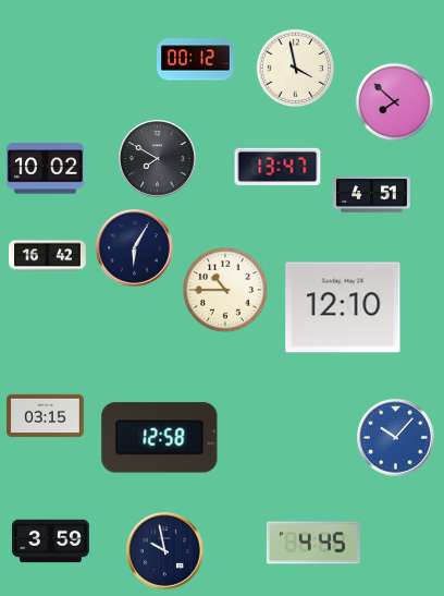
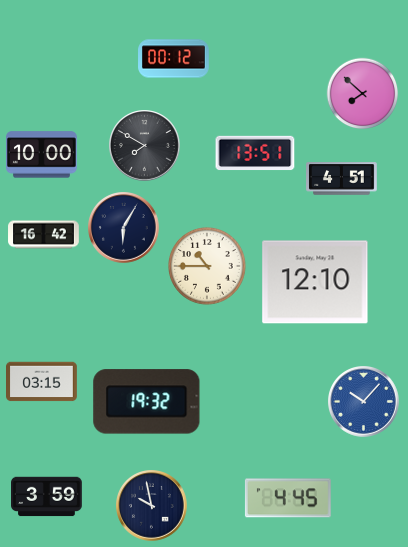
clock at (196, 60) position: (196, 60) -> (174, 59)
clock at (296, 69): 3:58 -> none
clock at (277, 167): 13:47 -> 13:51
clock at (46, 169): 10:02 -> 10:00
clock at (160, 438): 12:58 -> 19:32
